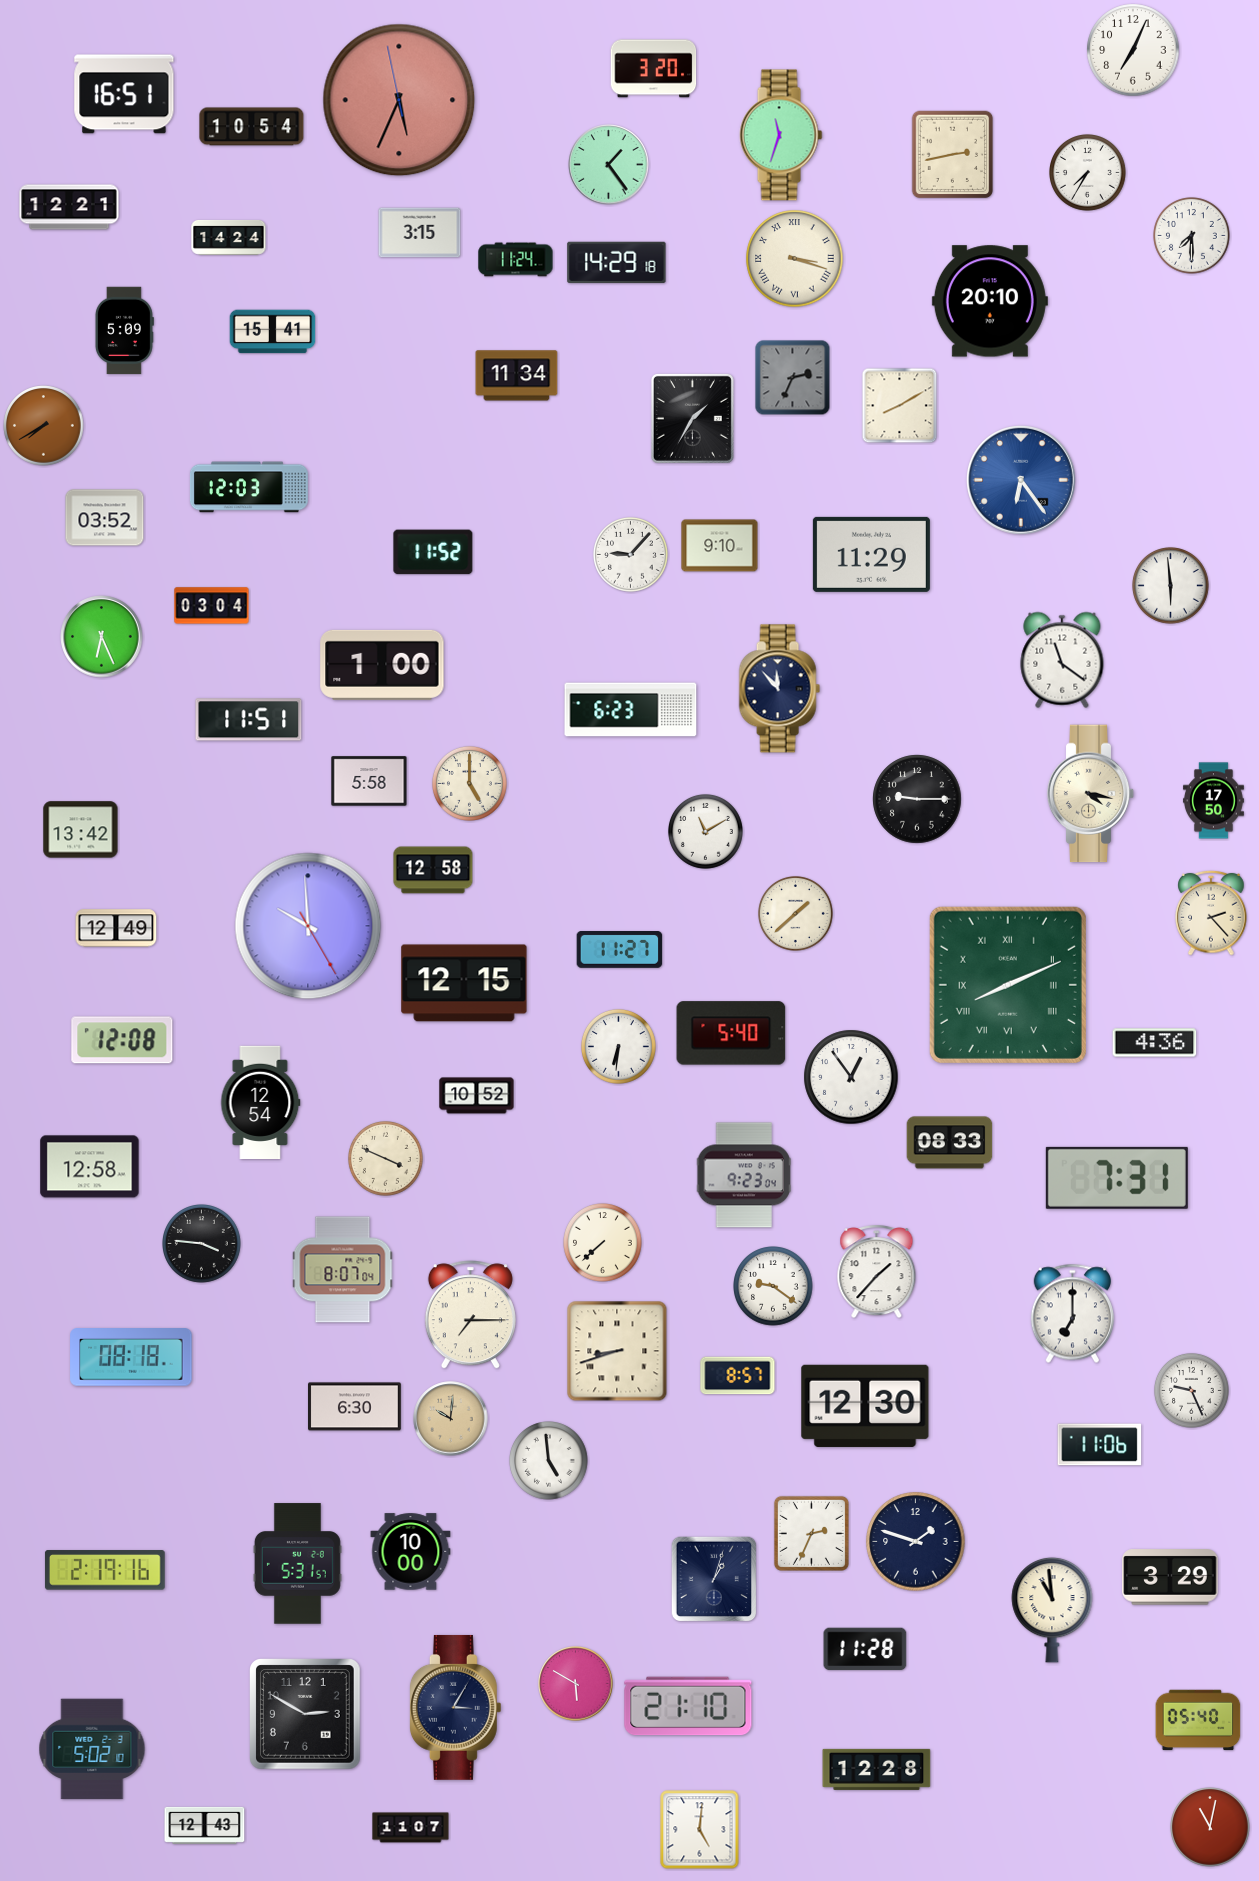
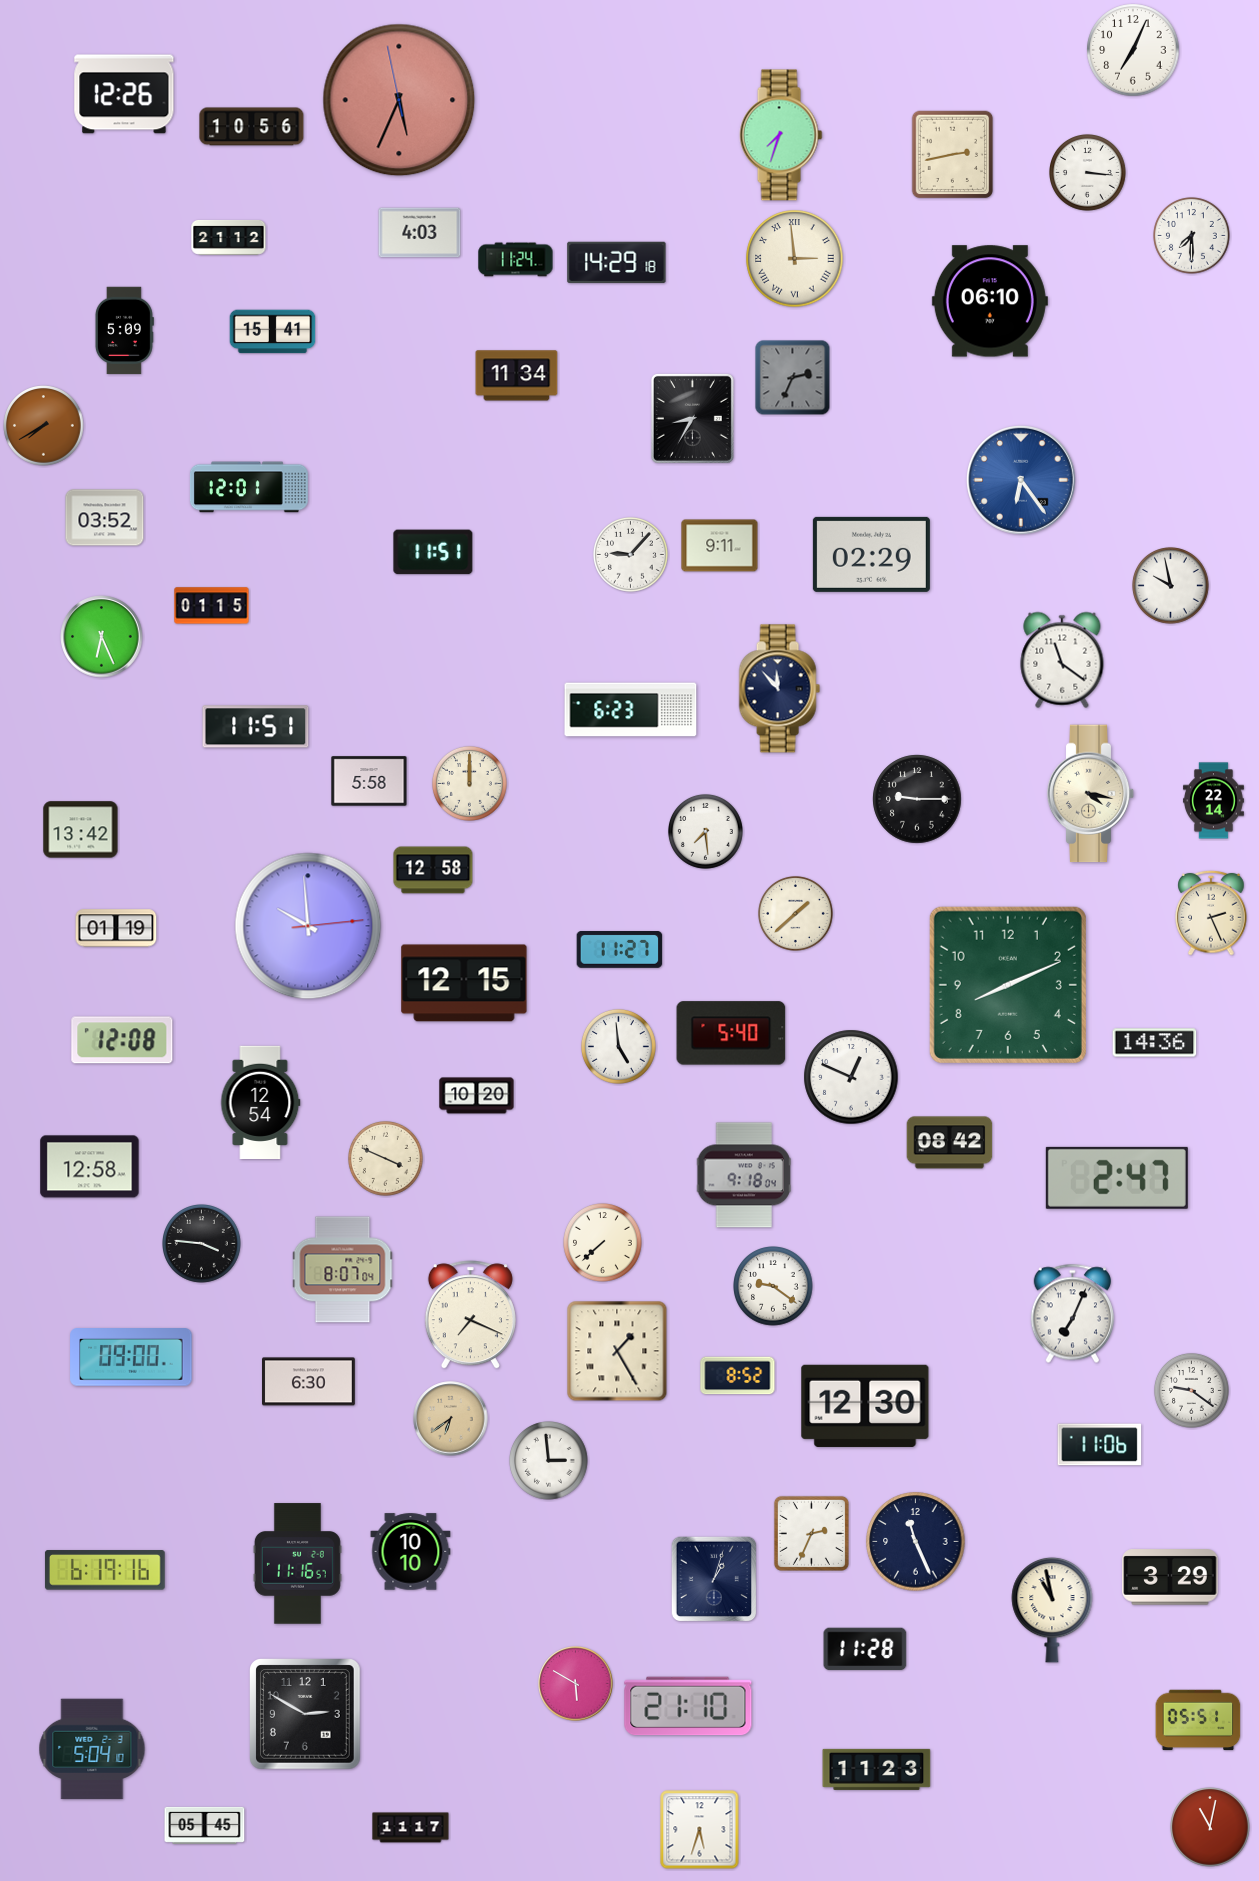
clock at (654, 69): 3:20 -> none
clock at (124, 94): 16:51 -> 12:26
clock at (252, 127): 10:54 -> 10:56
clock at (781, 135): 11:33 -> 7:33
clock at (609, 165): 1:24 -> none
clock at (1088, 173): 7:35 -> 3:16
clock at (69, 207): 12:21 -> none
clock at (420, 233): 3:15 -> 4:03
clock at (229, 237): 14:24 -> 21:12
clock at (795, 259): 3:18 -> 2:59
clock at (990, 301): 20:10 -> 06:10
clock at (900, 406): 8:10 -> none
clock at (692, 418): 1:35 -> 8:35
clock at (249, 487): 12:03 -> 12:01
clock at (720, 546): 9:10 -> 9:11
clock at (433, 552): 11:52 -> 11:51
clock at (871, 554): 11:29 -> 02:29
clock at (1171, 586): 5:59 -> 9:58
clock at (212, 606): 03:04 -> 01:15
clock at (382, 665): 1:00 -> none
clock at (249, 720) position: (249, 720) -> (256, 727)
clock at (470, 784): 5:00 -> 12:00
clock at (1213, 801): 17:50 -> 22:14
clock at (706, 832): 11:10 -> 7:29
clock at (1211, 913): 2:23 -> 2:26
clock at (308, 926): 9:59:25 -> 9:59:14
clock at (116, 928): 12:49 -> 01:19
clock at (1008, 985) numerals: Roman -> Arabic
clock at (1155, 1043): 4:36 -> 14:36
clock at (619, 1047): 6:31 -> 4:59
clock at (851, 1077): 12:54 -> 12:49
clock at (477, 1096): 10:52 -> 10:20
clock at (950, 1143): 08:33 -> 08:42
clock at (744, 1175): 9:23 -> 9:18
clock at (1117, 1178): 7:31 -> 2:47
clock at (877, 1272): 1:37 -> none
clock at (1072, 1314): 7:00 -> 7:04
clock at (470, 1315): 7:15 -> 7:19
clock at (617, 1351): 8:42 -> 1:25
clock at (131, 1357): 08:18 -> 09:00
clock at (738, 1376): 8:57 -> 8:52
clock at (1192, 1391): 9:26 -> 9:21
clock at (355, 1407) position: (355, 1407) -> (309, 1382)
clock at (451, 1419): 10:01 -> 6:39
clock at (549, 1461): 4:59 -> 2:59
clock at (916, 1542): 1:48 -> 11:26
clock at (411, 1552): 10:00 -> 10:10
clock at (297, 1564): 5:31 -> 11:16
clock at (105, 1570): 2:19 -> 6:19
clock at (1052, 1610): 10:59 -> 10:58
clock at (455, 1707): 3:05 -> none
clock at (1198, 1720): 05:40 -> 05:51
clock at (92, 1749): 5:02 -> 5:04
clock at (877, 1769): 12:28 -> 11:23
clock at (205, 1825): 12:43 -> 05:45
clock at (411, 1828): 11:07 -> 11:17
clock at (700, 1830): 5:01 -> 5:33
